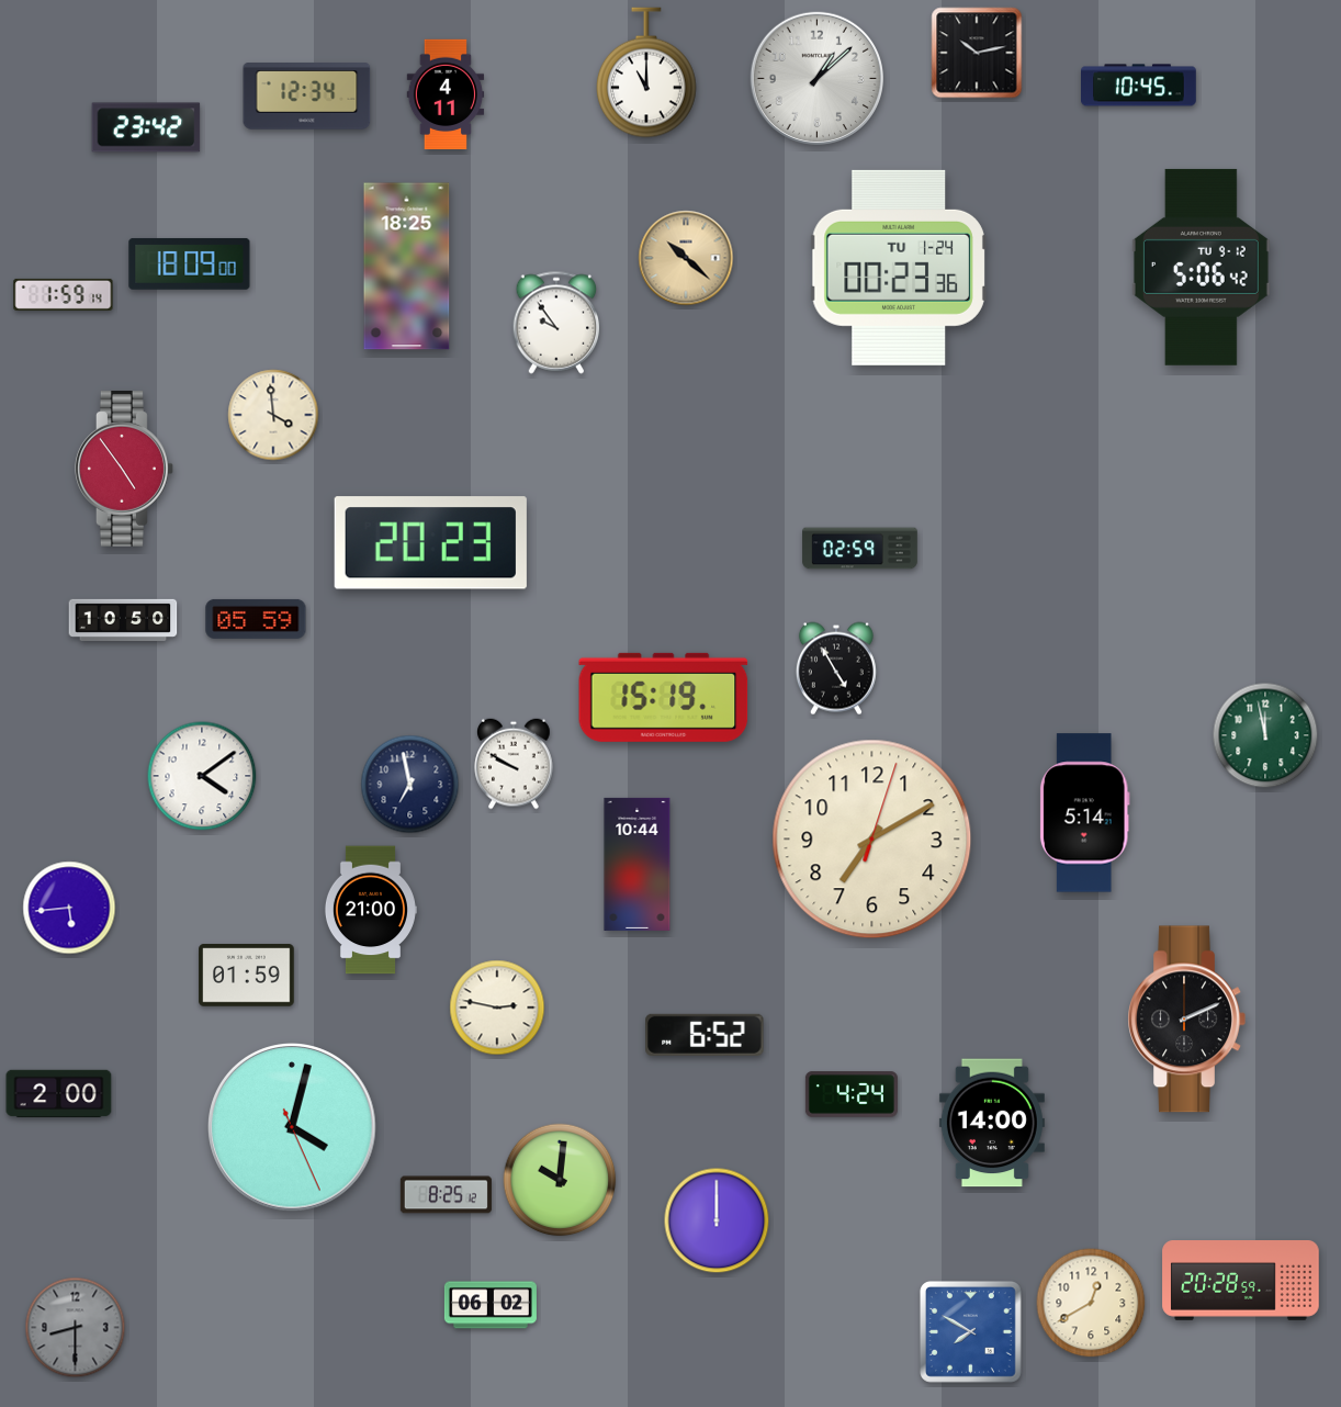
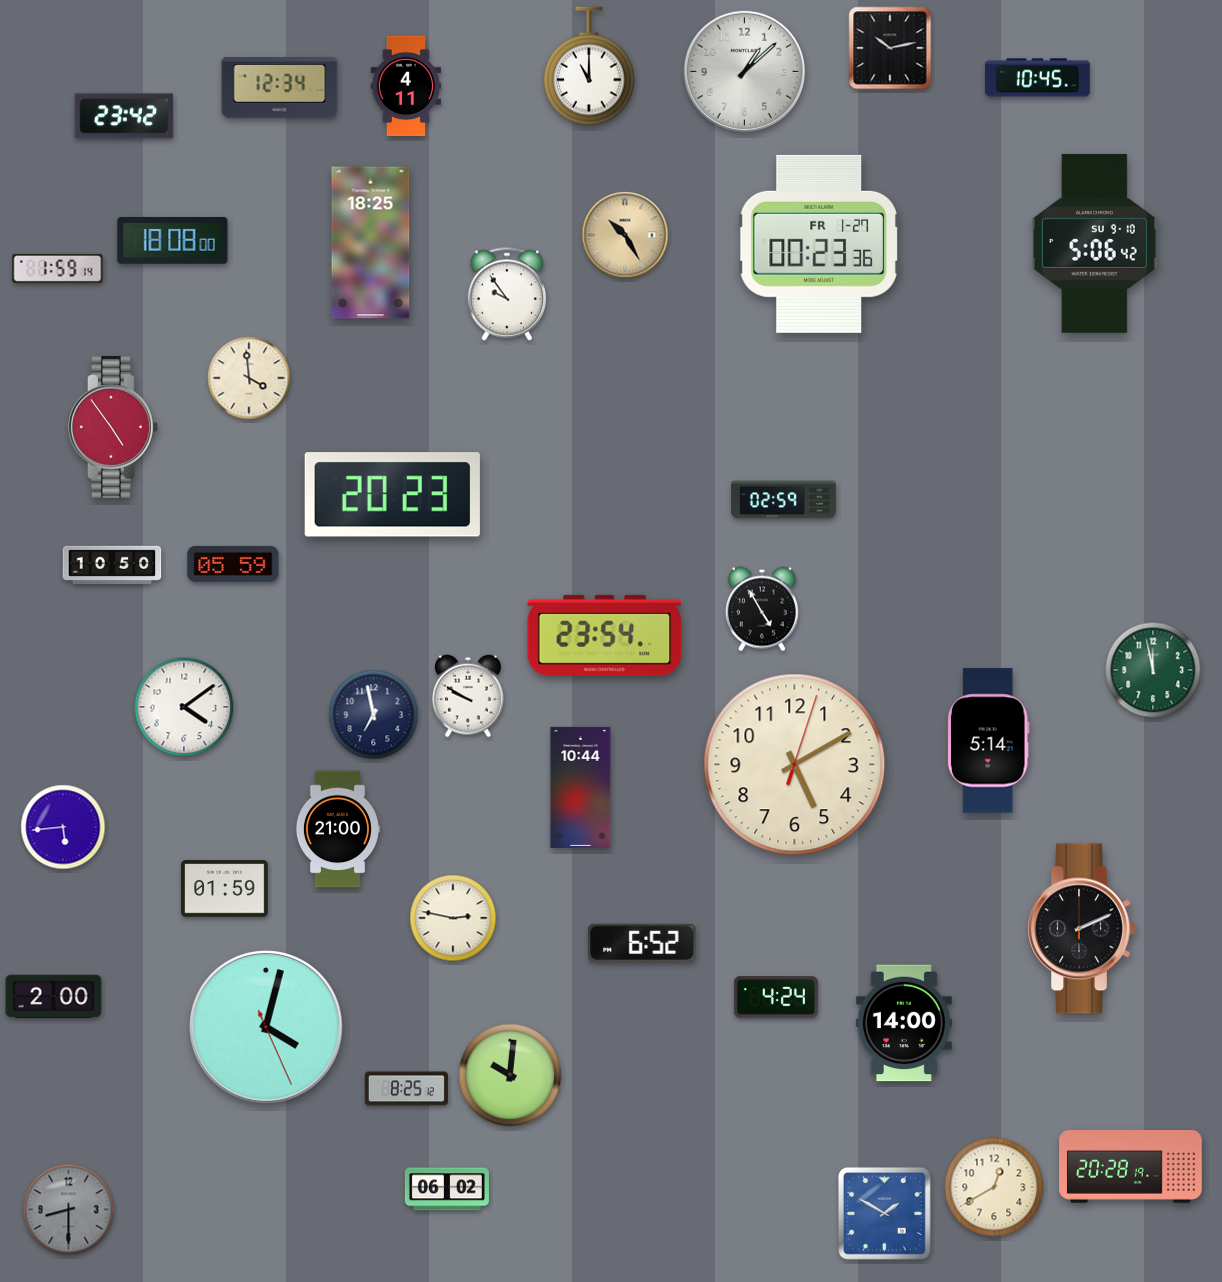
clock at (146, 127) position: (146, 127) -> (124, 116)
clock at (686, 258): 10:22 -> 10:25
clock at (190, 264): 18:09 -> 18:08
clock at (1201, 267) date: TU 9-12 -> SU 9-10
clock at (899, 268) date: TU 1-24 -> FR 1-27
clock at (664, 697): 15:19 -> 23:54
clock at (872, 840): 7:10 -> 5:10
clock at (717, 1220): 12:00 -> none
clock at (1241, 1281): 20:28:59 -> 20:28:19
clock at (970, 1331): 7:50 -> 1:50
